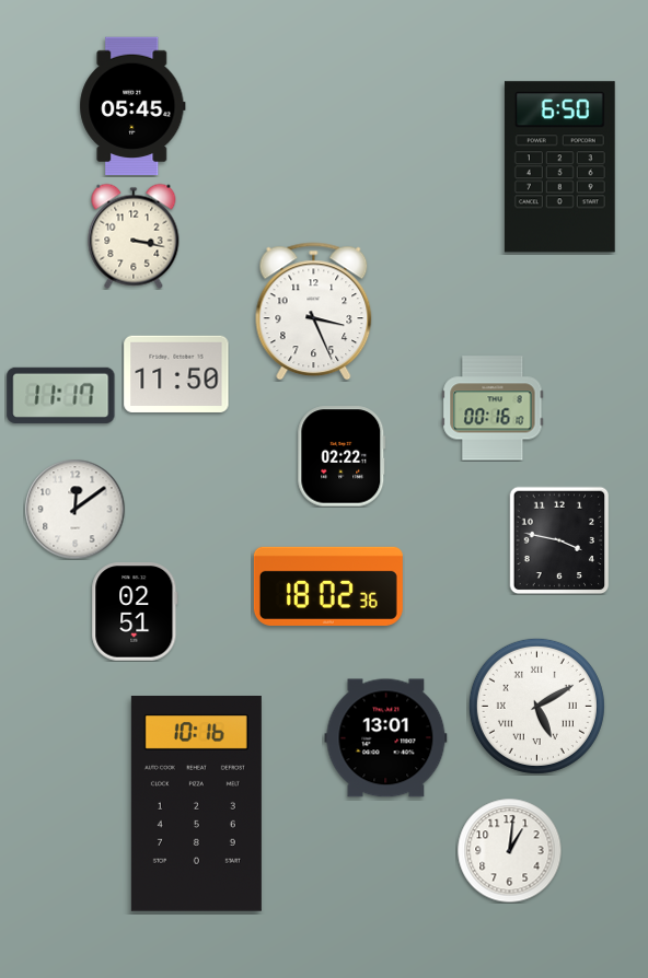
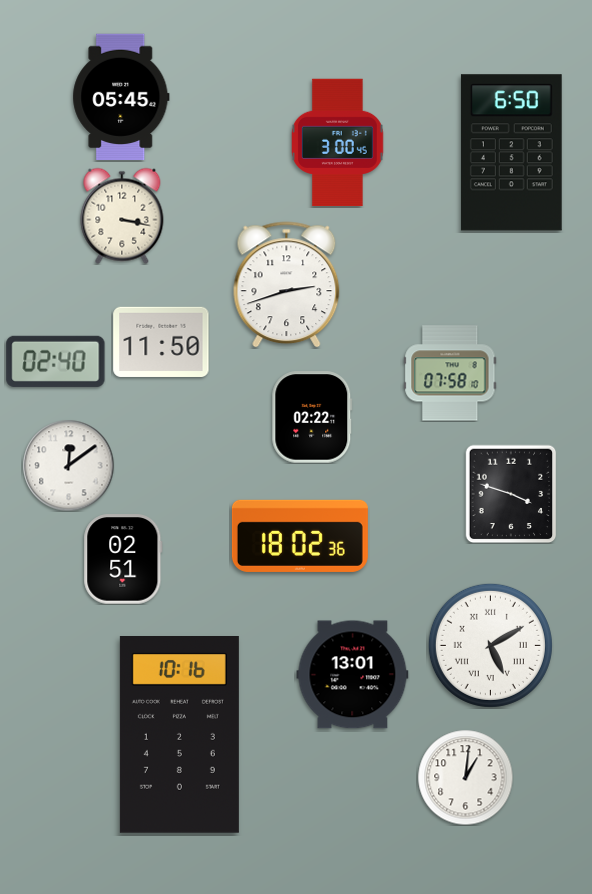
clock at (338, 143): none -> 3:00
clock at (314, 312): 3:26 -> 2:42
clock at (61, 395): 11:17 -> 02:40
clock at (493, 408): 00:16 -> 07:58
clock at (559, 540): 3:47 -> 3:48
